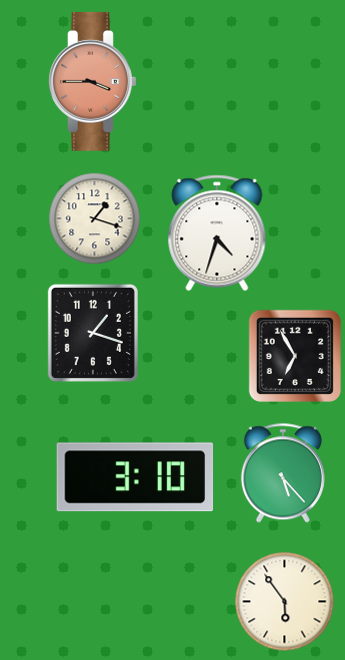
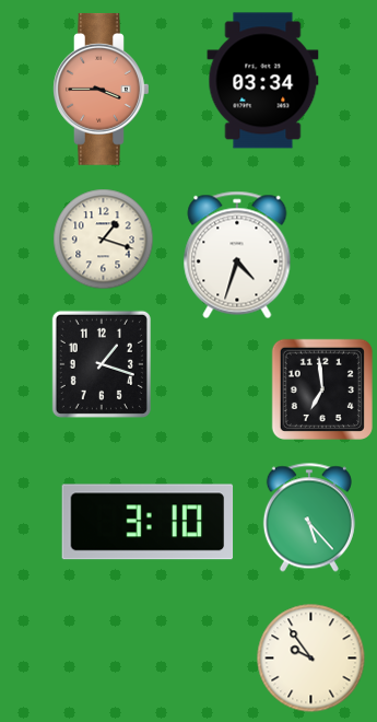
clock at (263, 81): none -> 03:34
clock at (295, 356): 6:55 -> 6:59
clock at (285, 602): 5:54 -> 9:54
